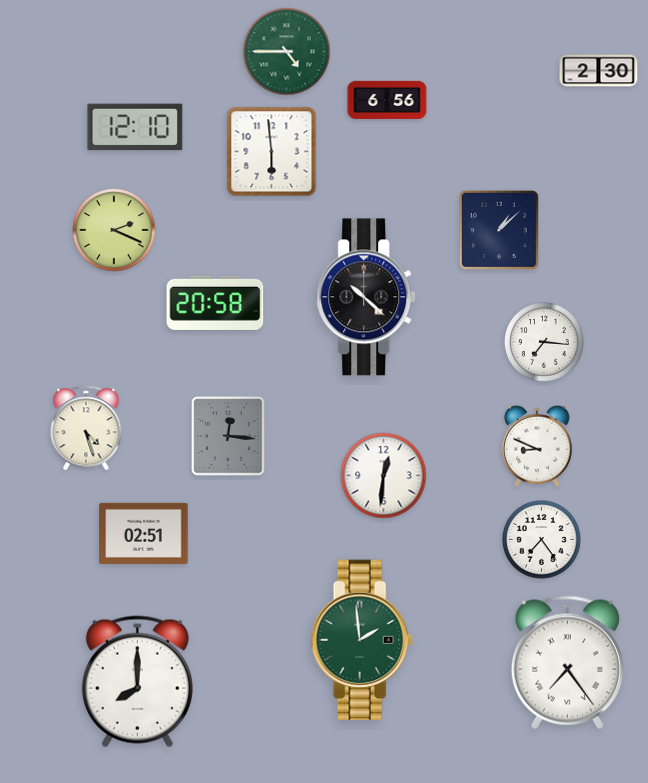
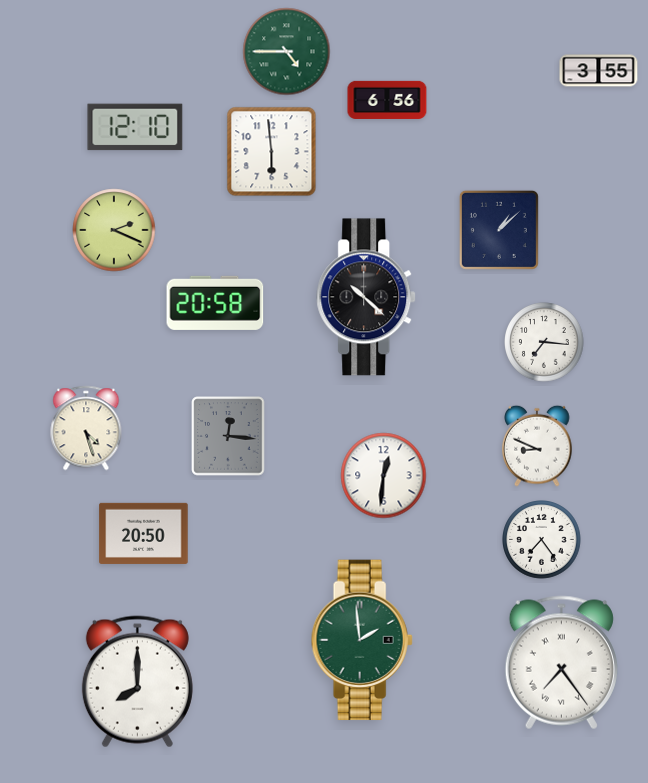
clock at (599, 71): 2:30 -> 3:55
clock at (144, 533): 02:51 -> 20:50
clock at (567, 663) position: (567, 663) -> (561, 663)
